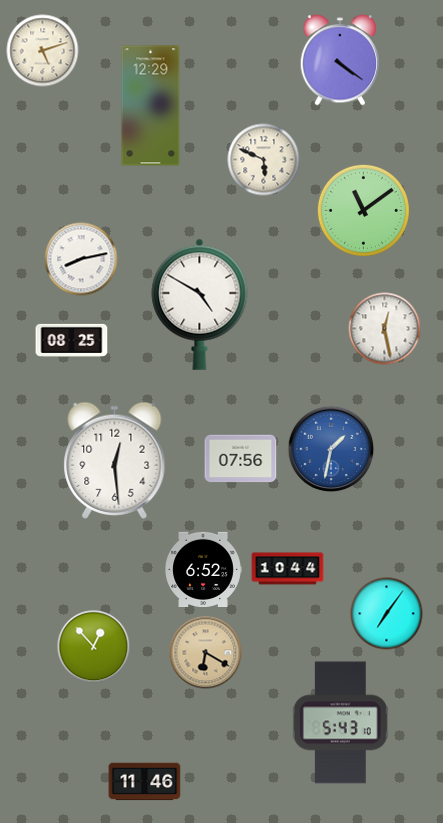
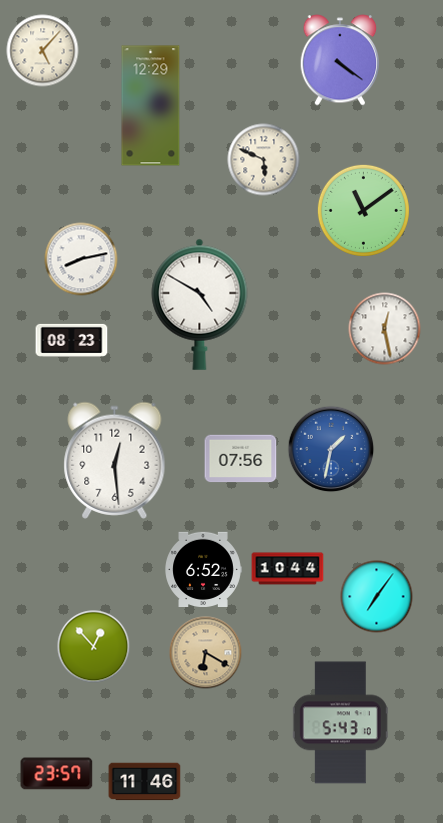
clock at (43, 51): 5:12 -> 5:07
clock at (72, 340): 08:25 -> 08:23
clock at (387, 614) position: (387, 614) -> (377, 597)
clock at (57, 774): none -> 23:57
